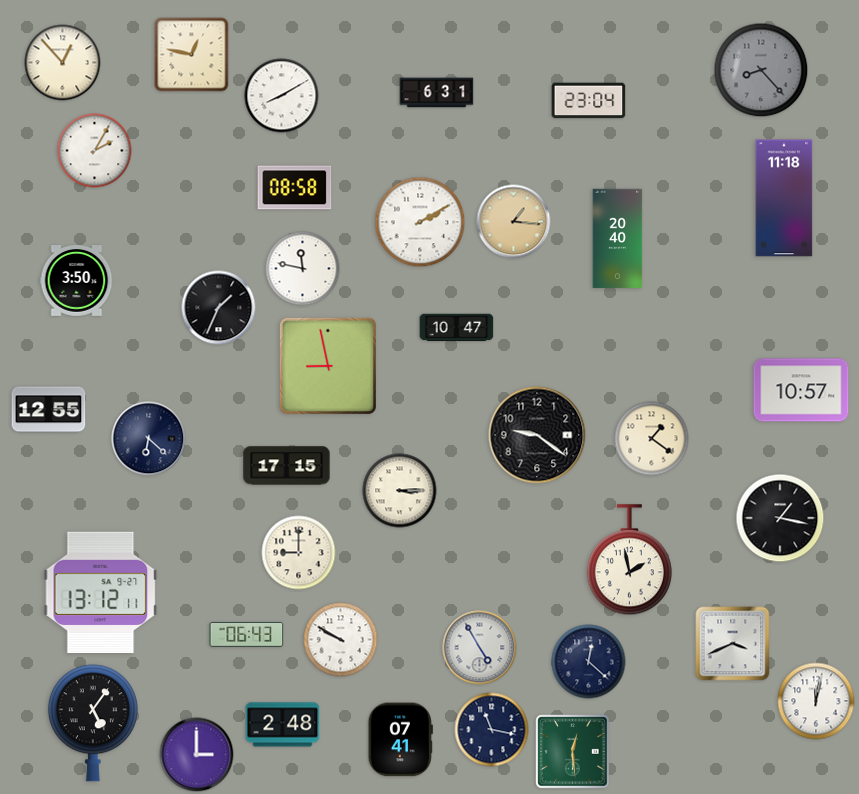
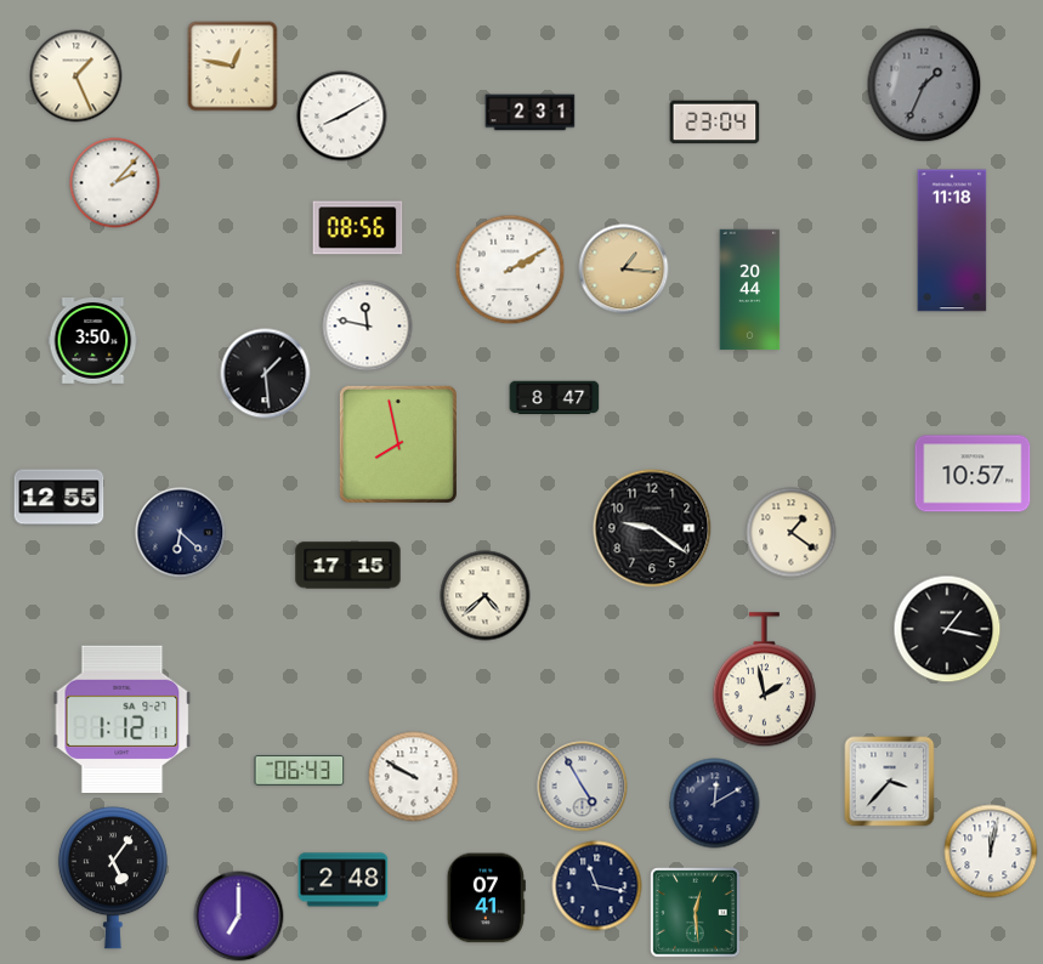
clock at (63, 63): 12:53 -> 1:26
clock at (761, 70): 8:23 -> 1:34
clock at (437, 93): 6:31 -> 2:31
clock at (95, 151): 2:05 -> 2:07
clock at (295, 188): 08:58 -> 08:56
clock at (618, 239): 20:40 -> 20:44
clock at (219, 308): 1:34 -> 1:29
clock at (457, 328): 10:47 -> 8:47
clock at (328, 366): 8:58 -> 7:58
clock at (400, 491): 3:15 -> 4:38
clock at (299, 553): 9:00 -> none
clock at (101, 592): 13:12 -> 1:12
clock at (733, 644): 3:41 -> 3:37
clock at (589, 662): 12:22 -> 12:10
clock at (197, 755): 3:00 -> 7:00
